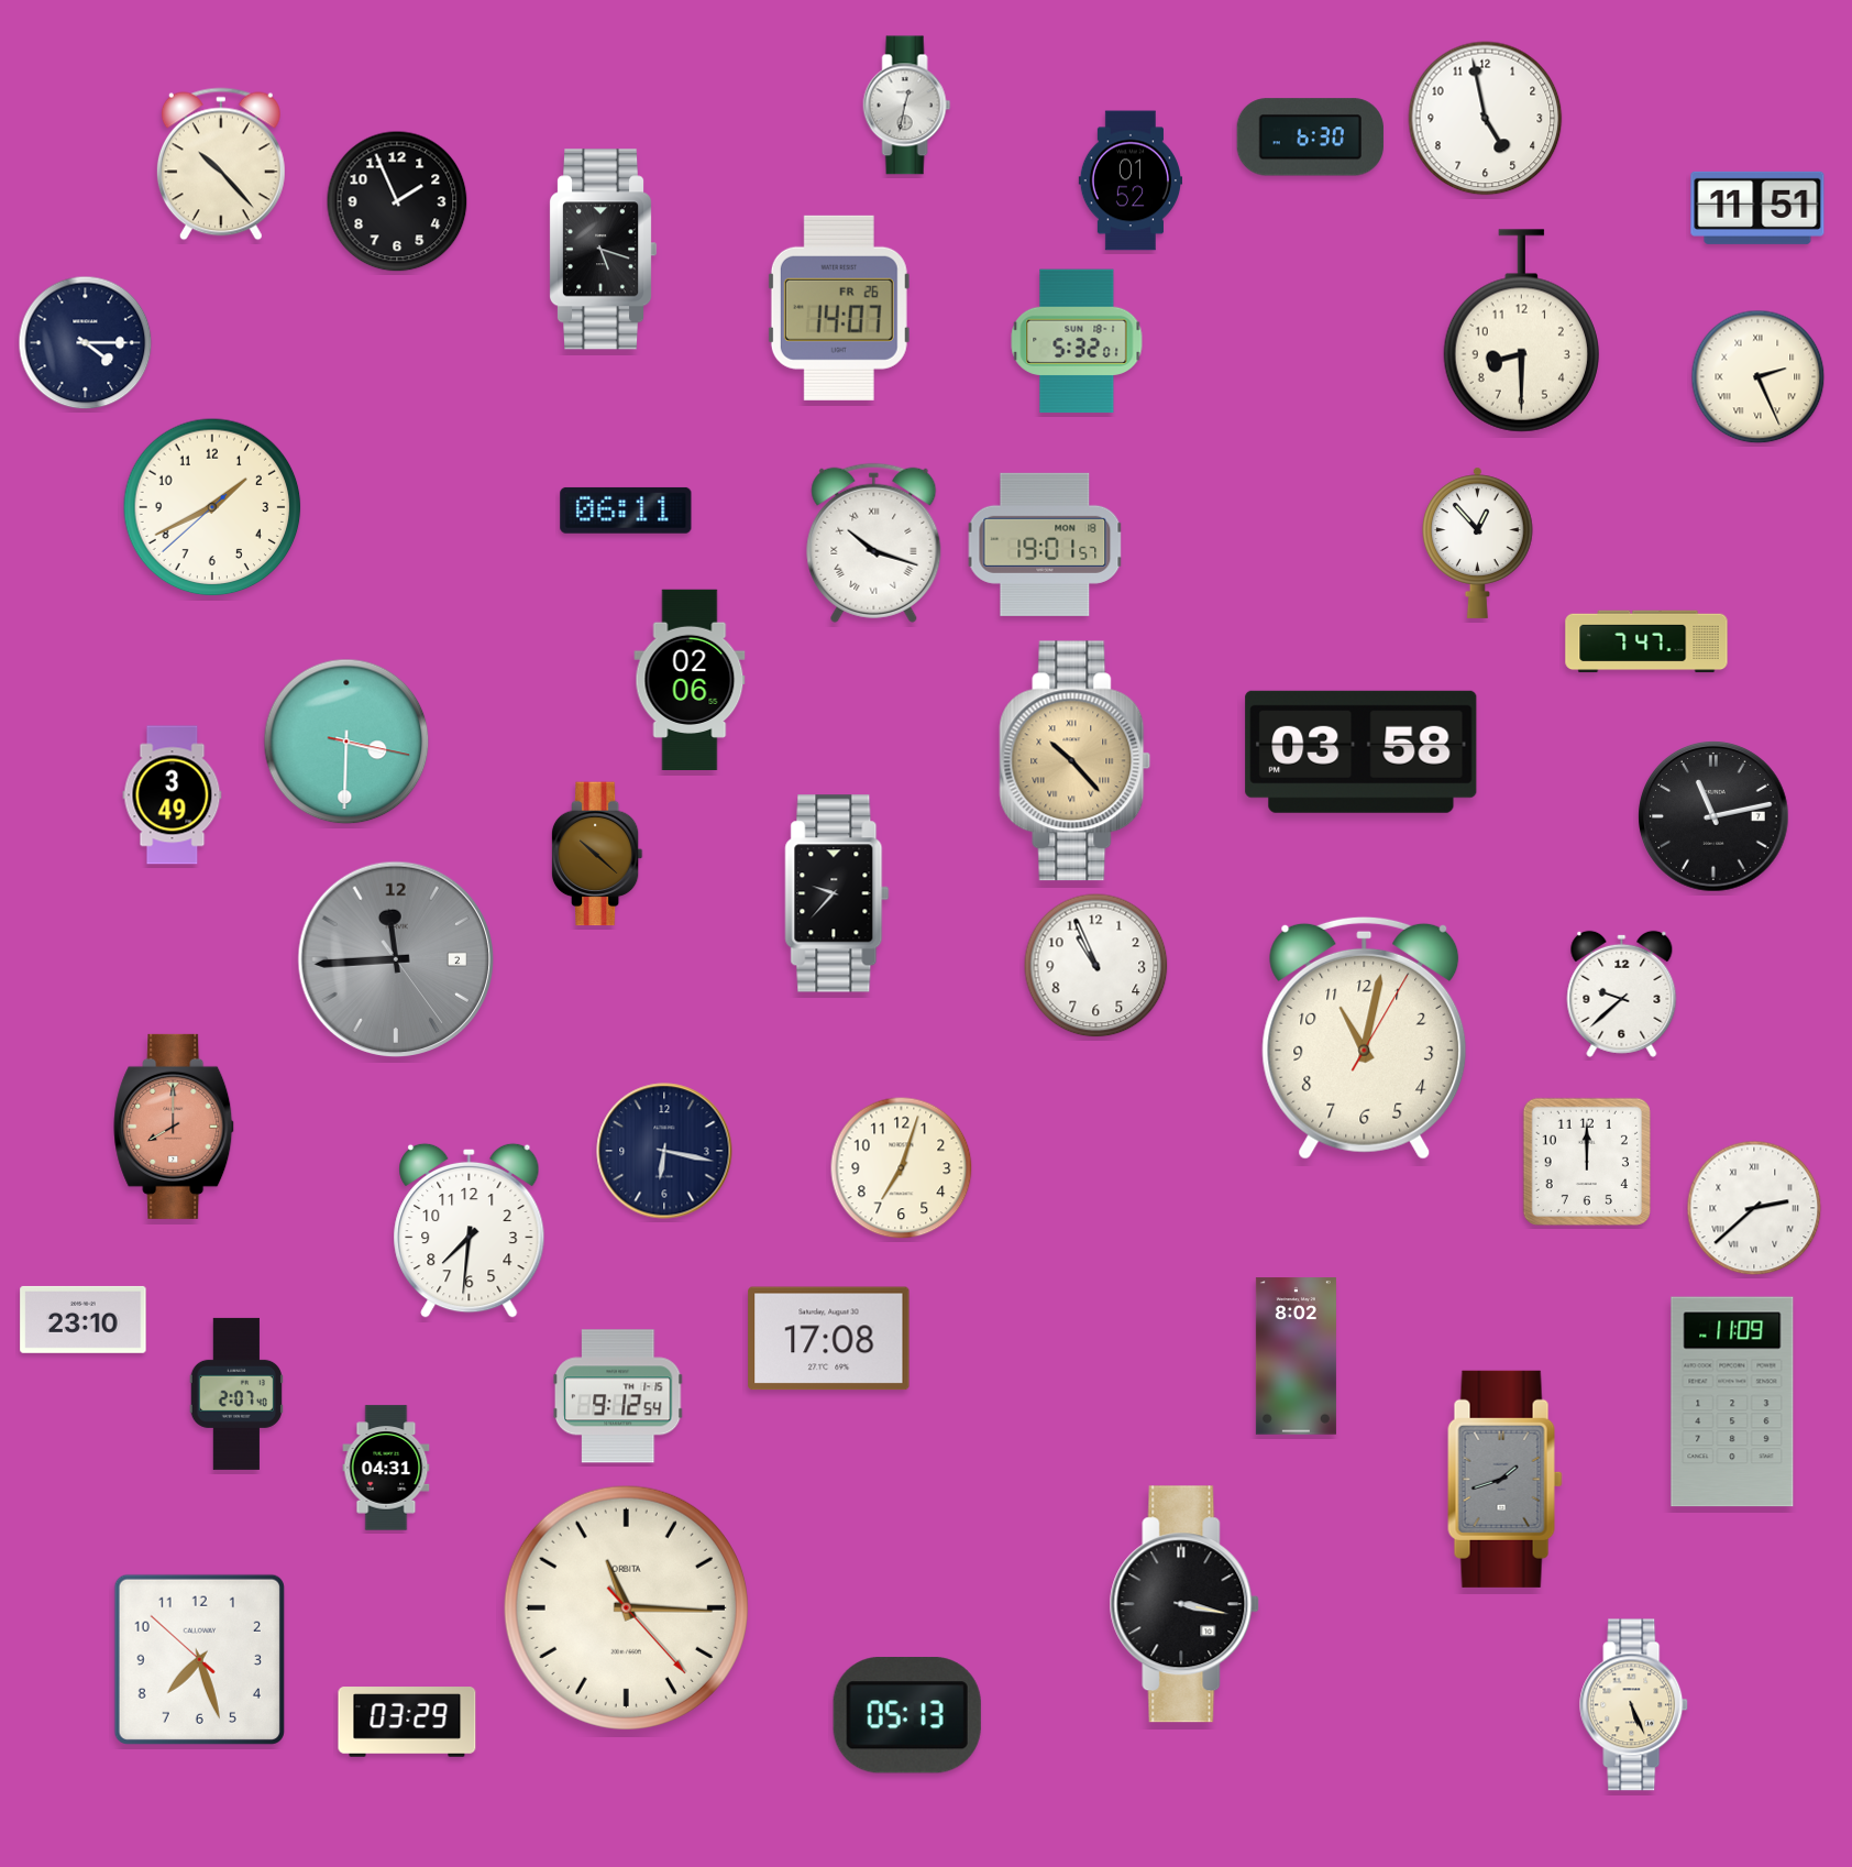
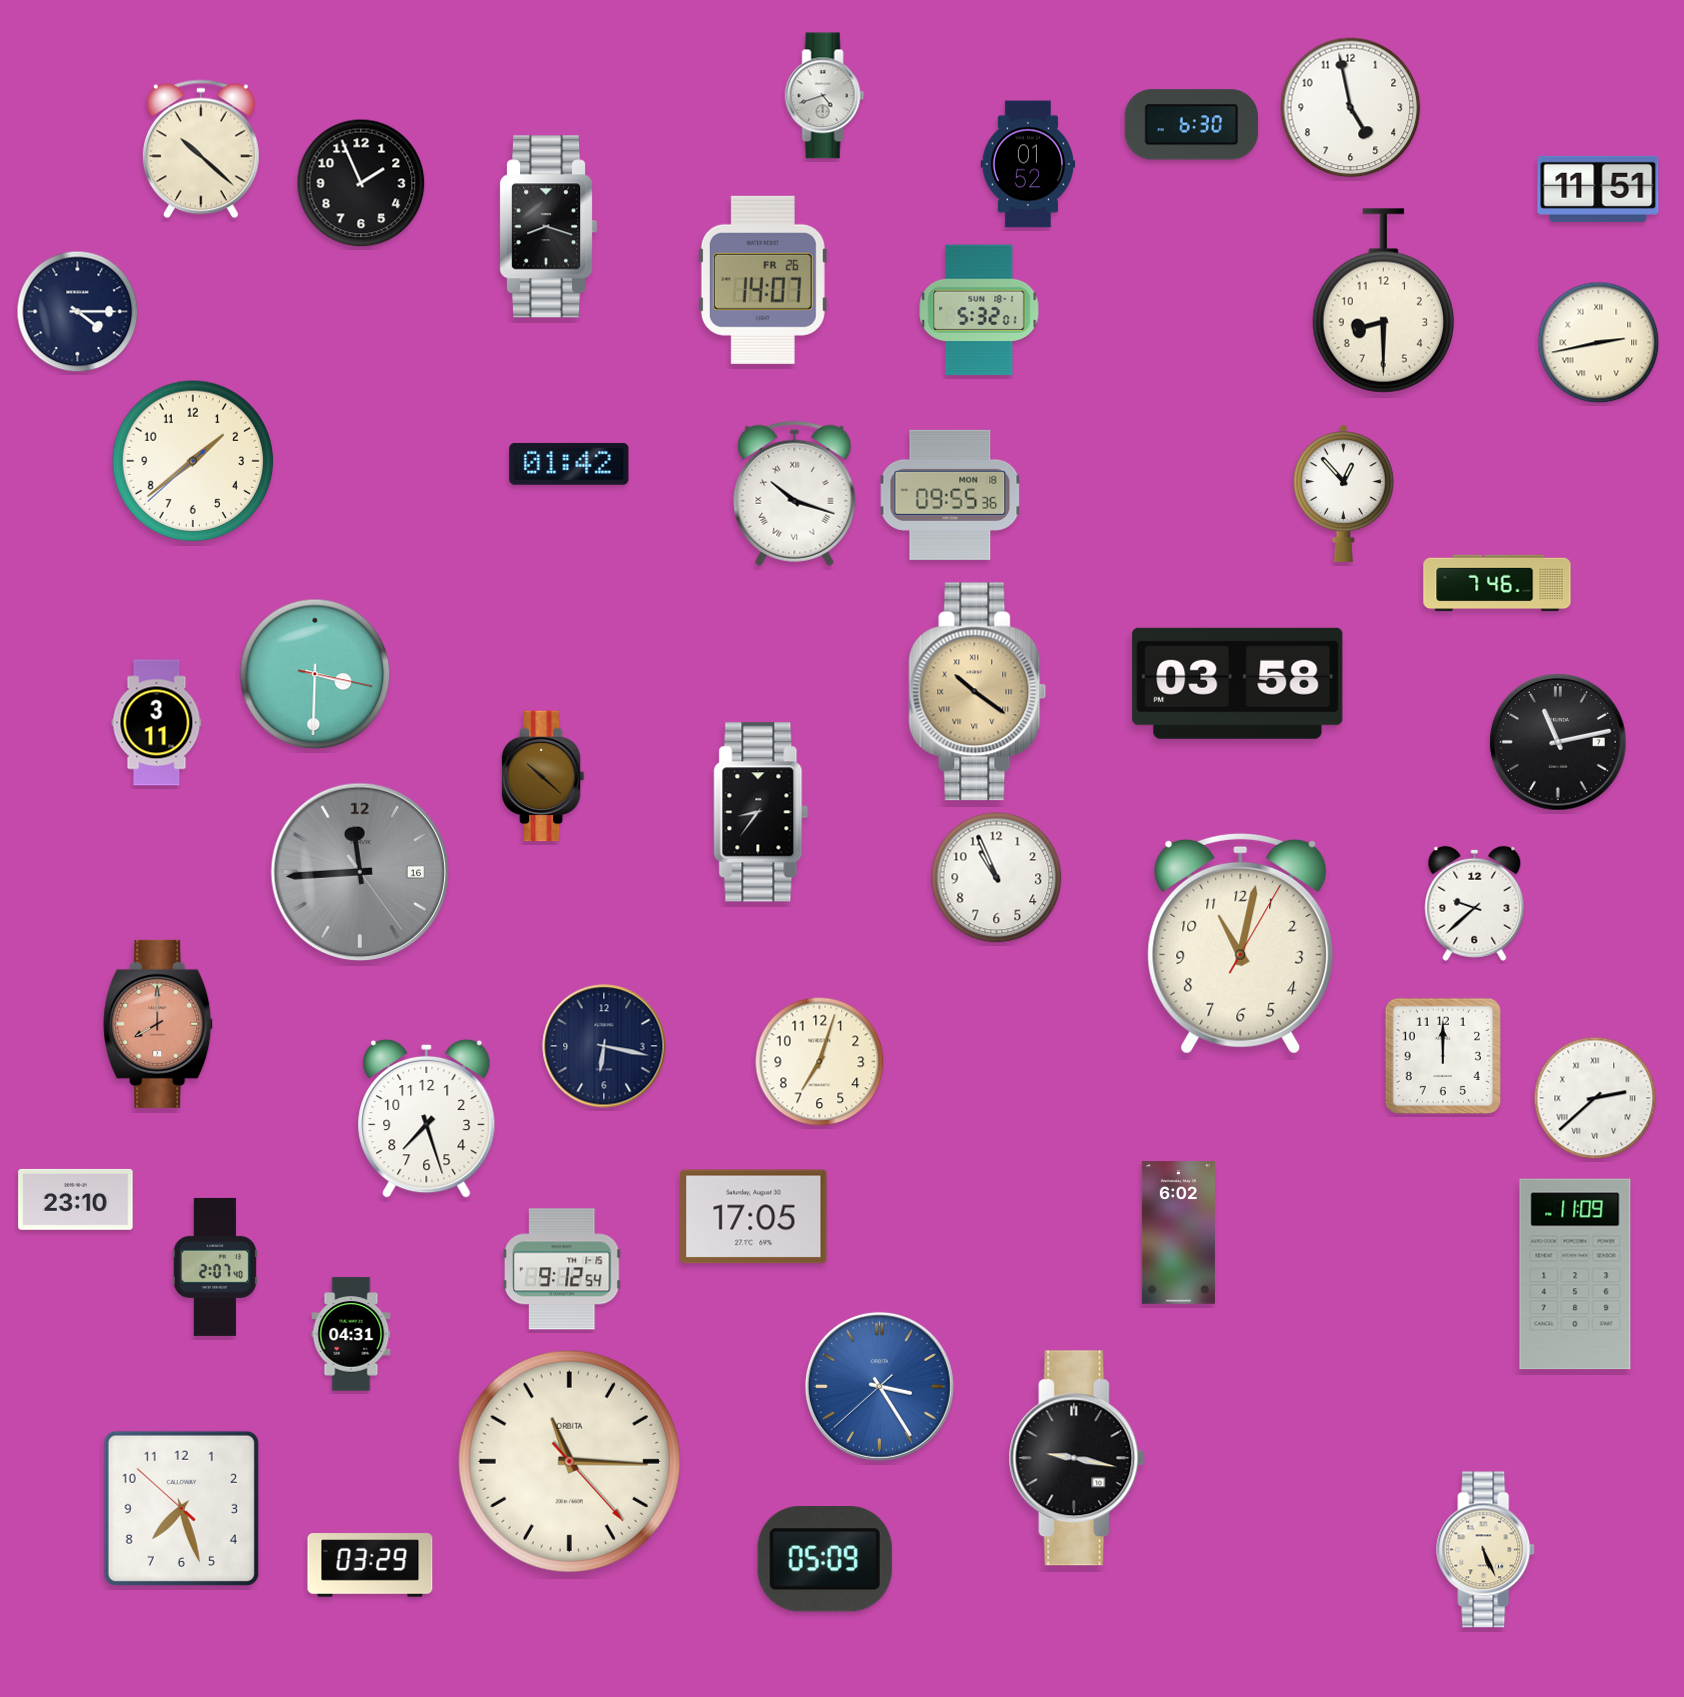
clock at (907, 106): 12:32 -> 4:42
clock at (221, 164): 10:23 -> 10:22
clock at (604, 250): 5:18 -> 8:18
clock at (1759, 377): 2:26 -> 2:43
clock at (212, 507): 1:40 -> 1:38
clock at (626, 510): 06:11 -> 01:42
clock at (1045, 545): 19:01 -> 09:55
clock at (1646, 641): 7:47 -> 7:46
clock at (690, 679): 02:06 -> none
clock at (1076, 761): 10:23 -> 10:21
clock at (173, 795): 3:49 -> 3:11
clock at (837, 893): 9:37 -> 8:36
clock at (395, 958) date: 2 -> 16
clock at (470, 1230): 7:31 -> 7:27
clock at (829, 1339): 17:08 -> 17:05
clock at (1296, 1357): 8:02 -> 6:02
clock at (1506, 1479): 1:42 -> none
clock at (879, 1386): none -> 3:24
clock at (1184, 1604): 3:17 -> 9:17
clock at (907, 1715): 05:13 -> 05:09
